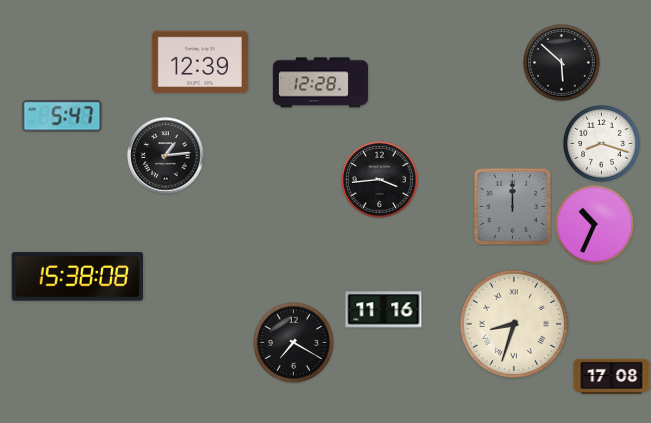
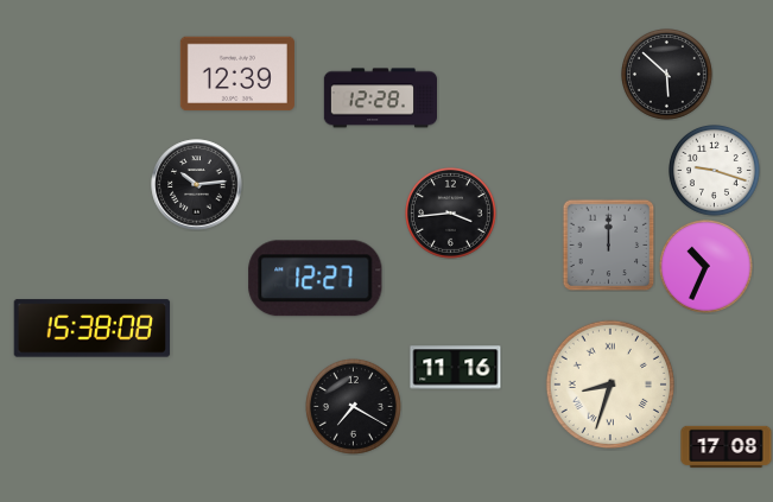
clock at (62, 116): 5:47 -> none
clock at (602, 144): 8:18 -> 9:18
clock at (166, 156): 1:14 -> 10:14
clock at (316, 279): none -> 12:27
clock at (293, 342) position: (293, 342) -> (353, 406)
